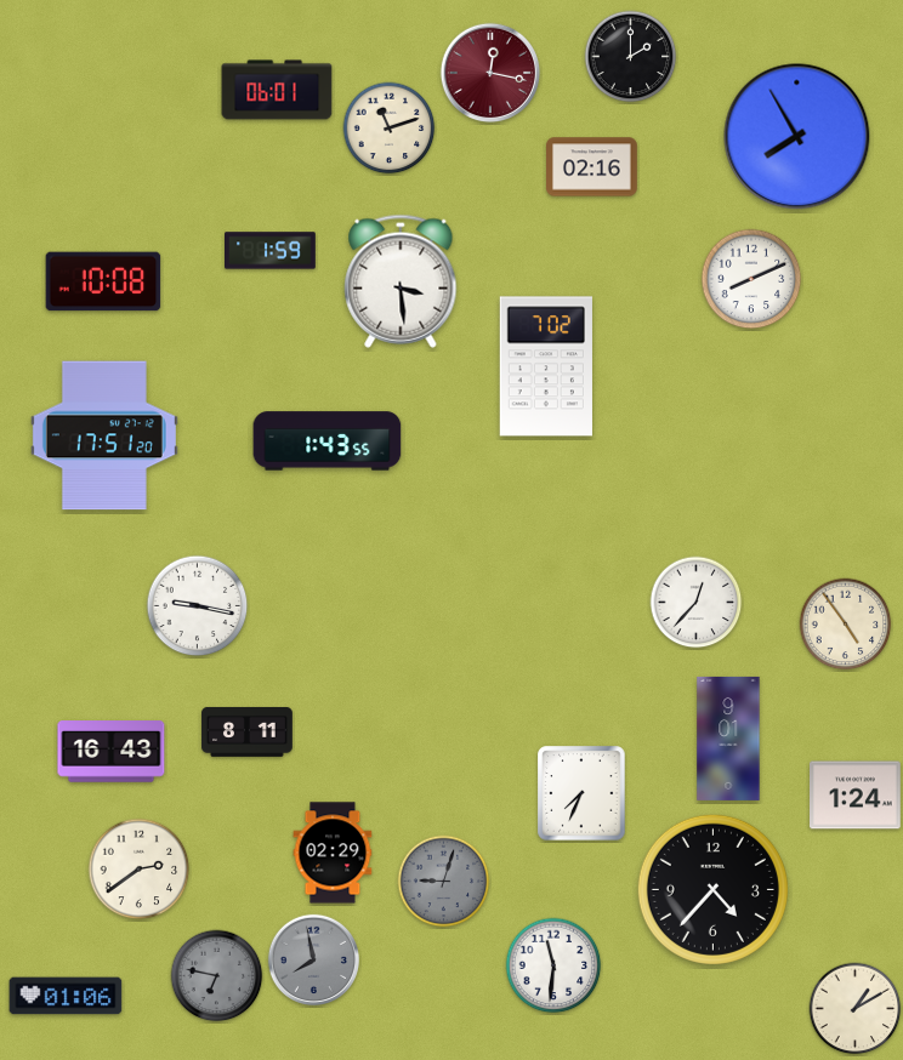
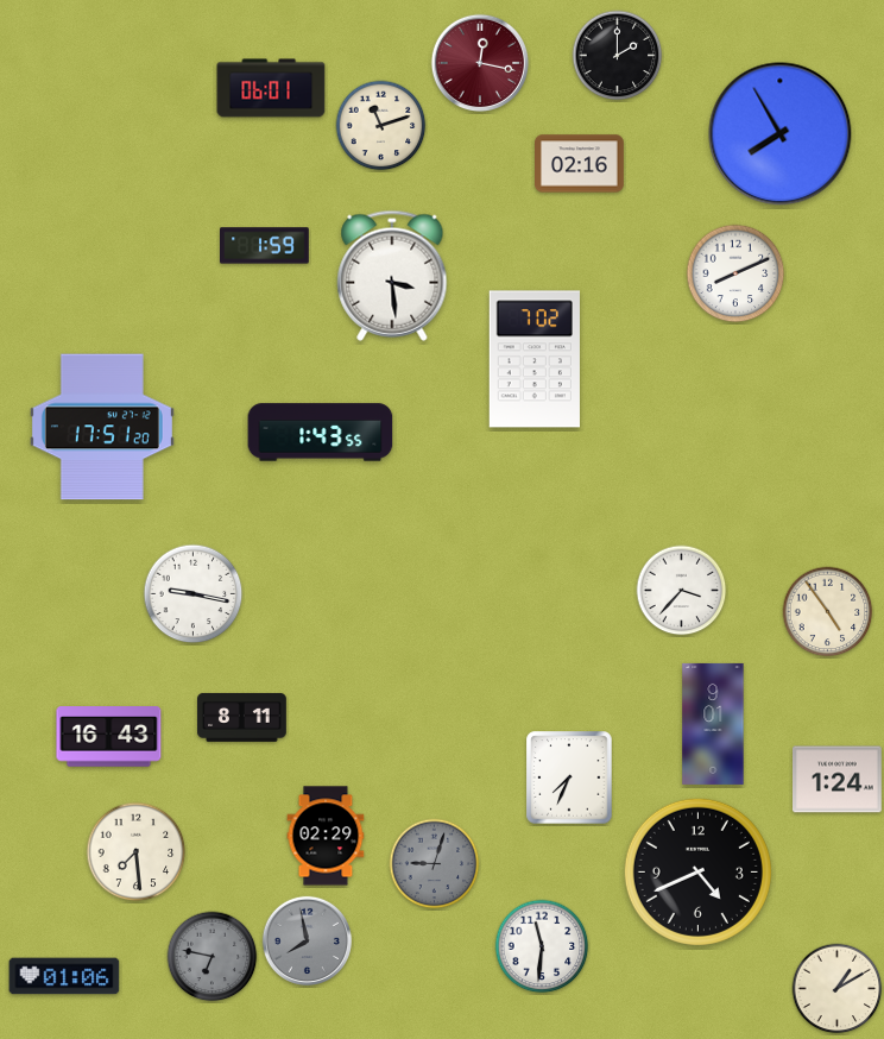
clock at (490, 73) position: (490, 73) -> (480, 63)
clock at (103, 281): 10:08 -> none
clock at (697, 603): 12:37 -> 3:37
clock at (140, 870): 2:39 -> 7:29
clock at (712, 889): 4:37 -> 4:41
